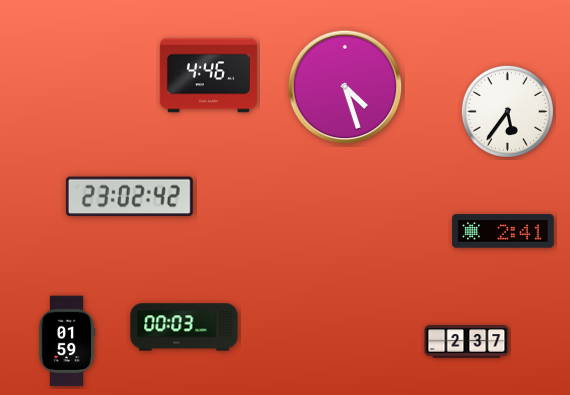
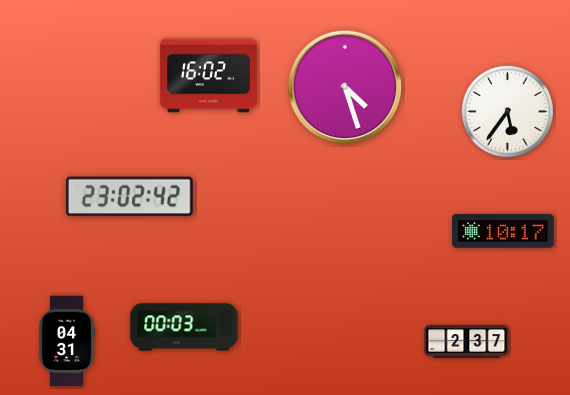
clock at (208, 76): 4:46 -> 16:02
clock at (503, 231): 2:41 -> 10:17
clock at (67, 341): 01:59 -> 04:31
